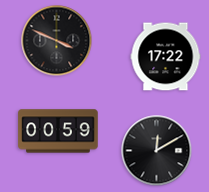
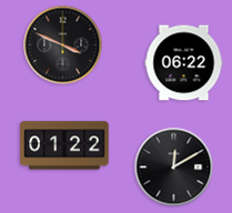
clock at (166, 57): 17:22 -> 06:22
clock at (58, 131): 00:59 -> 01:22
